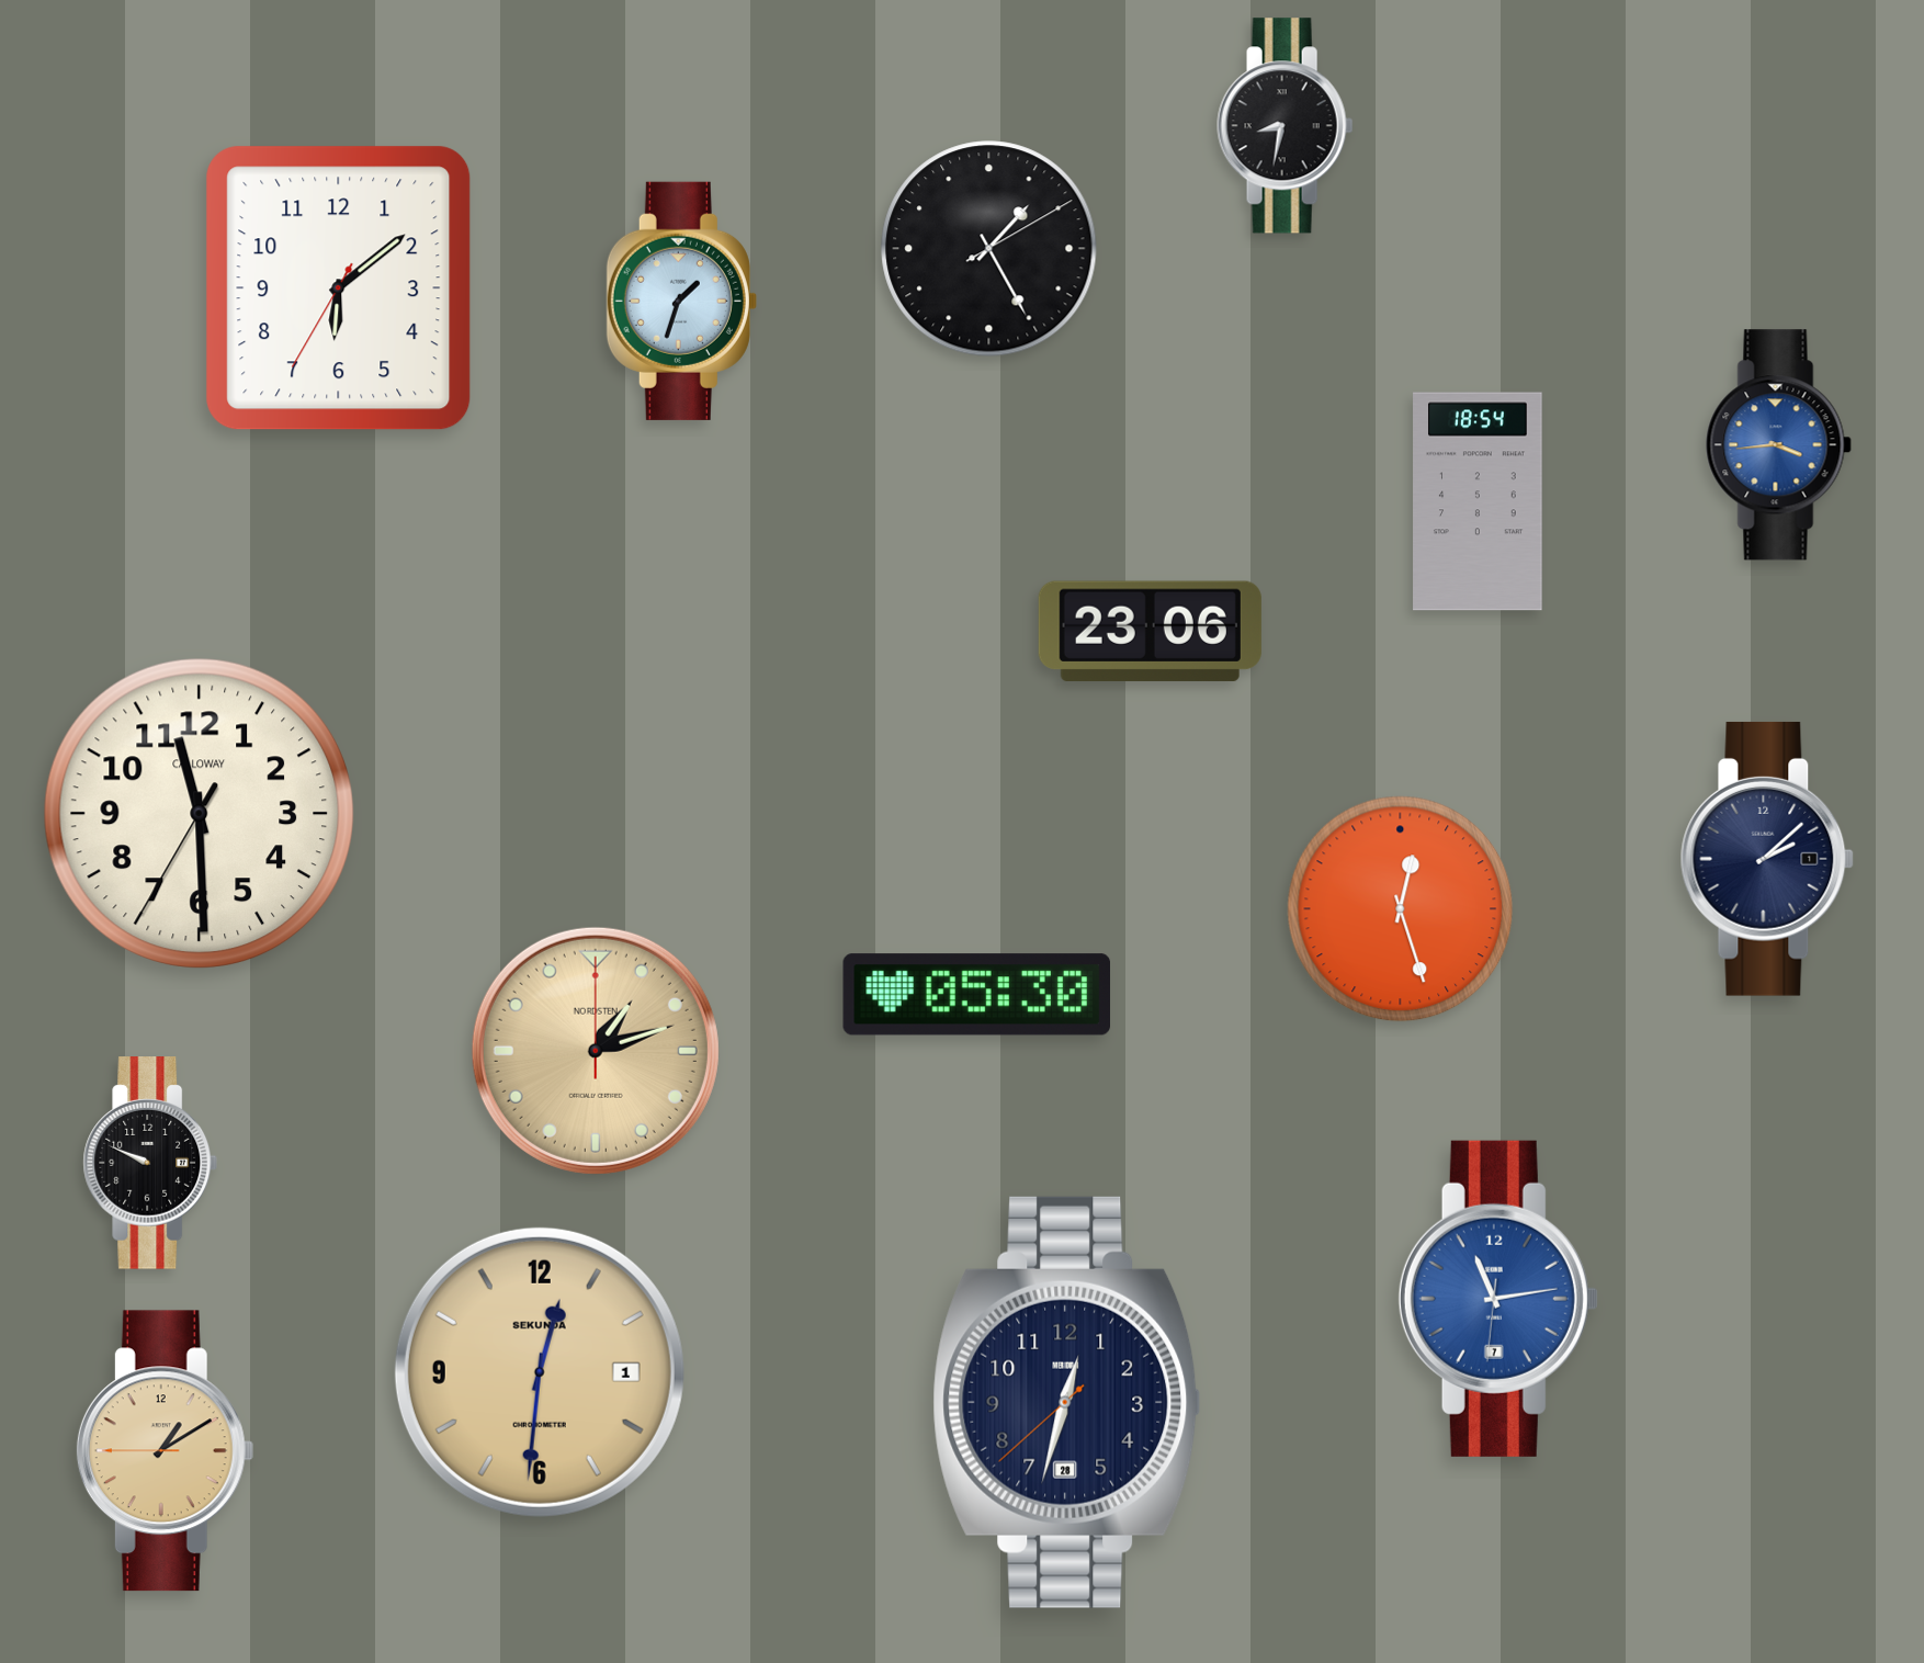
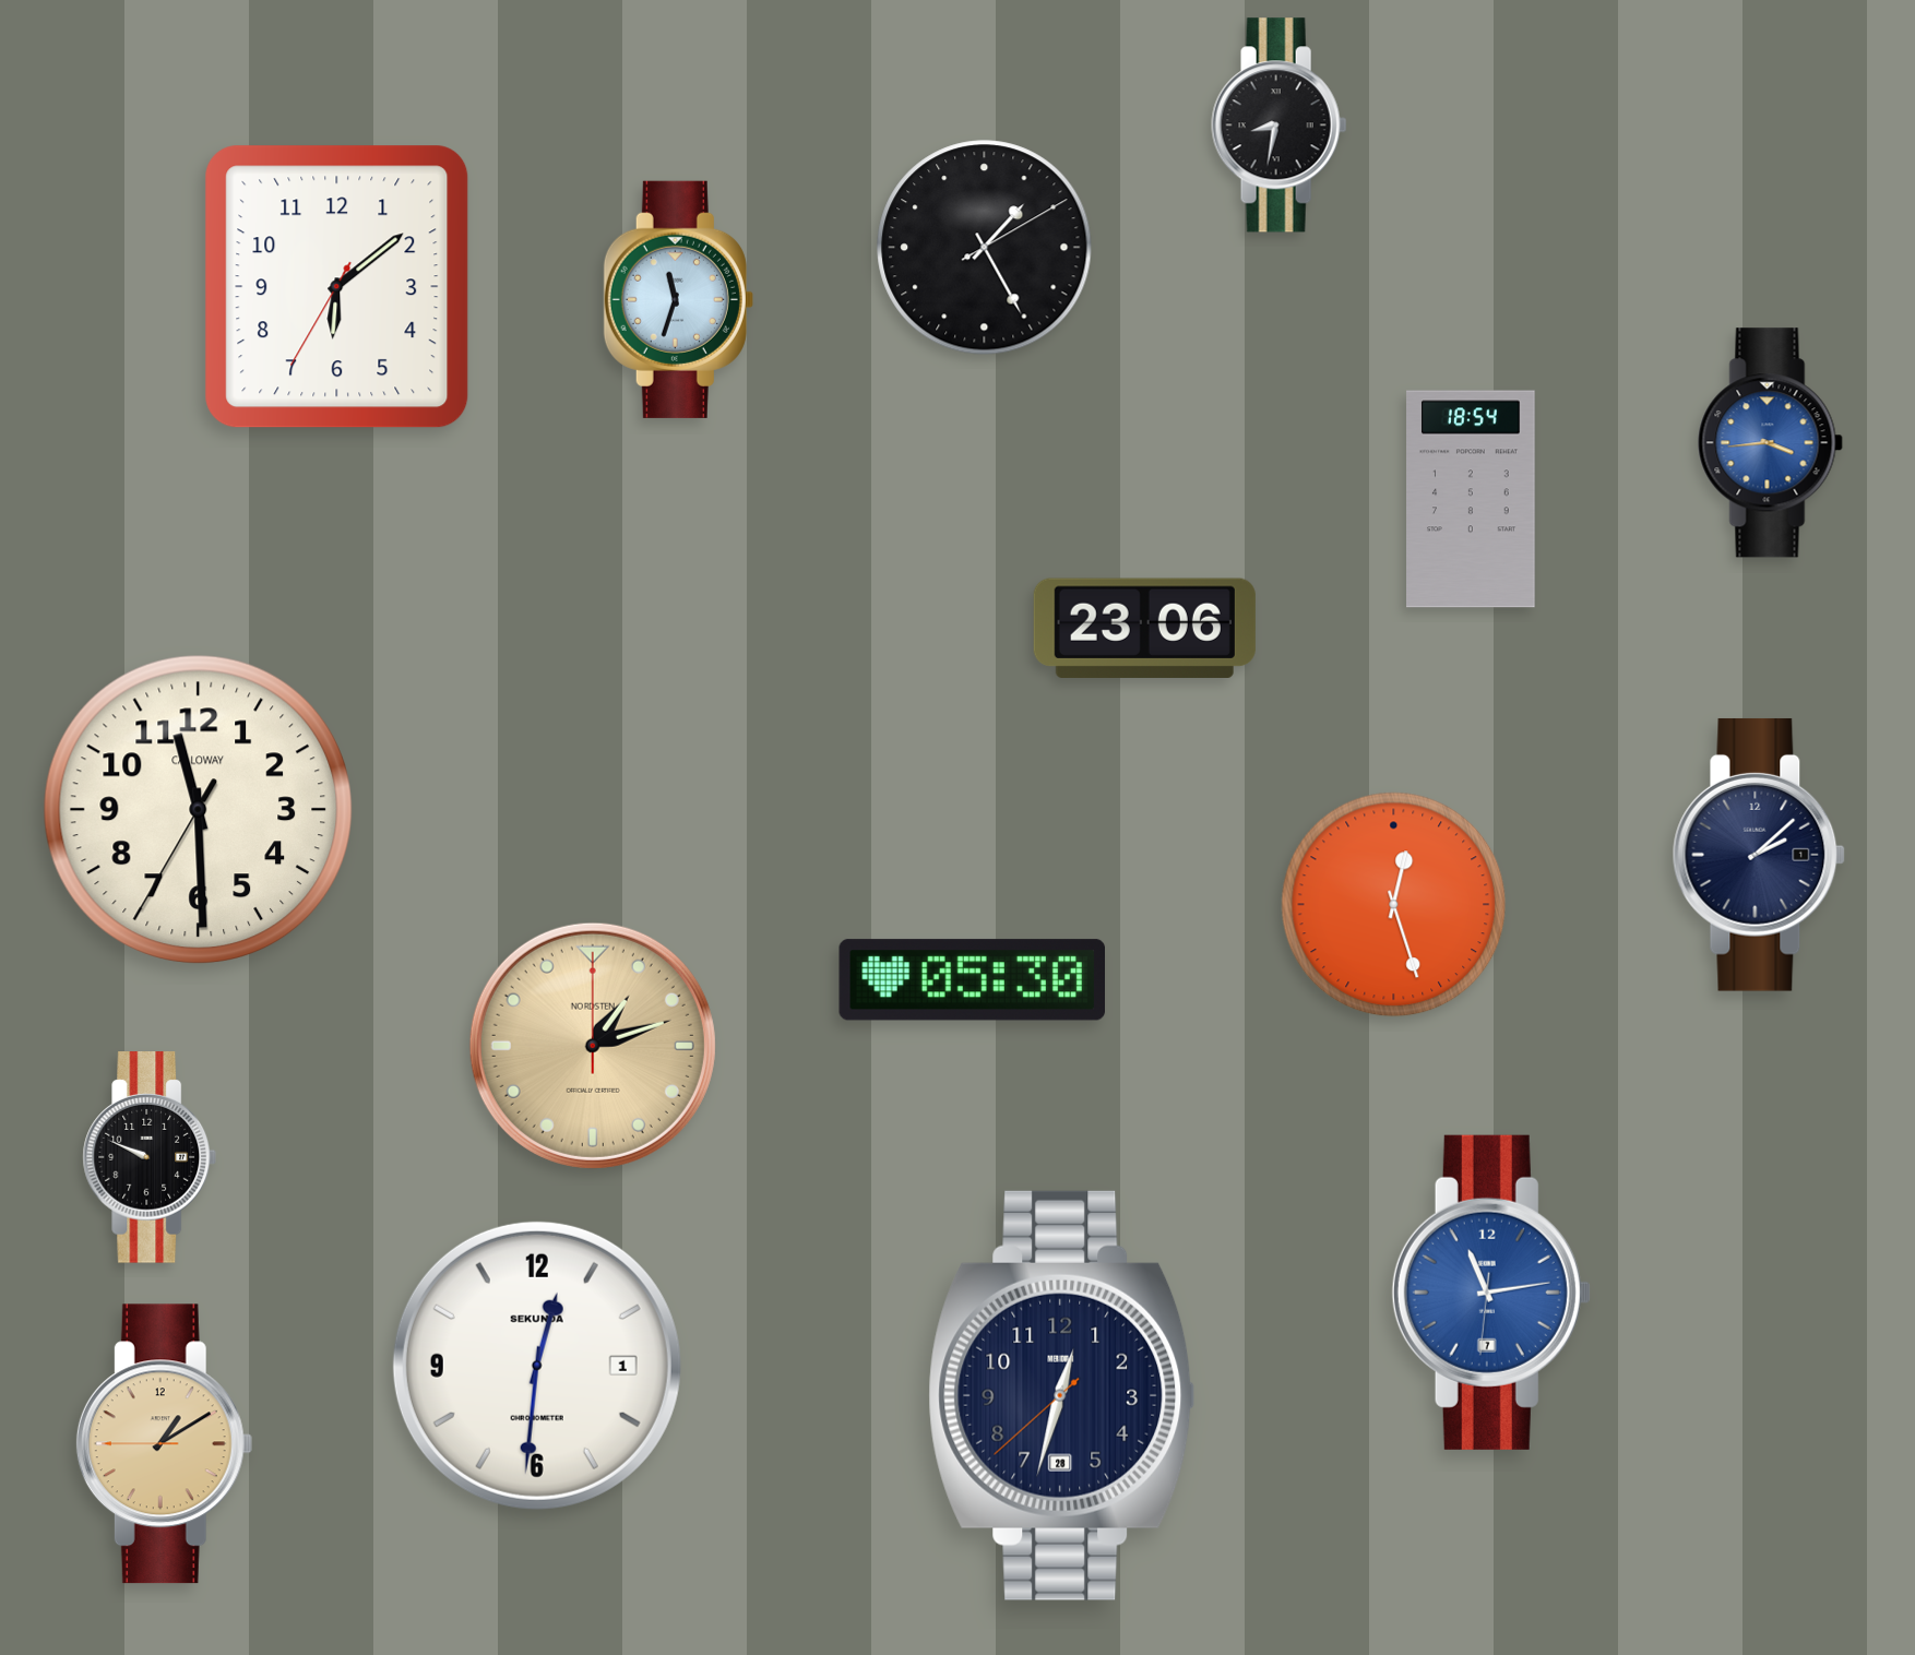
clock at (681, 301): 1:33 -> 11:33
clock at (976, 995) position: (976, 995) -> (972, 980)
clock at (540, 1372) dial: champagne -> white
